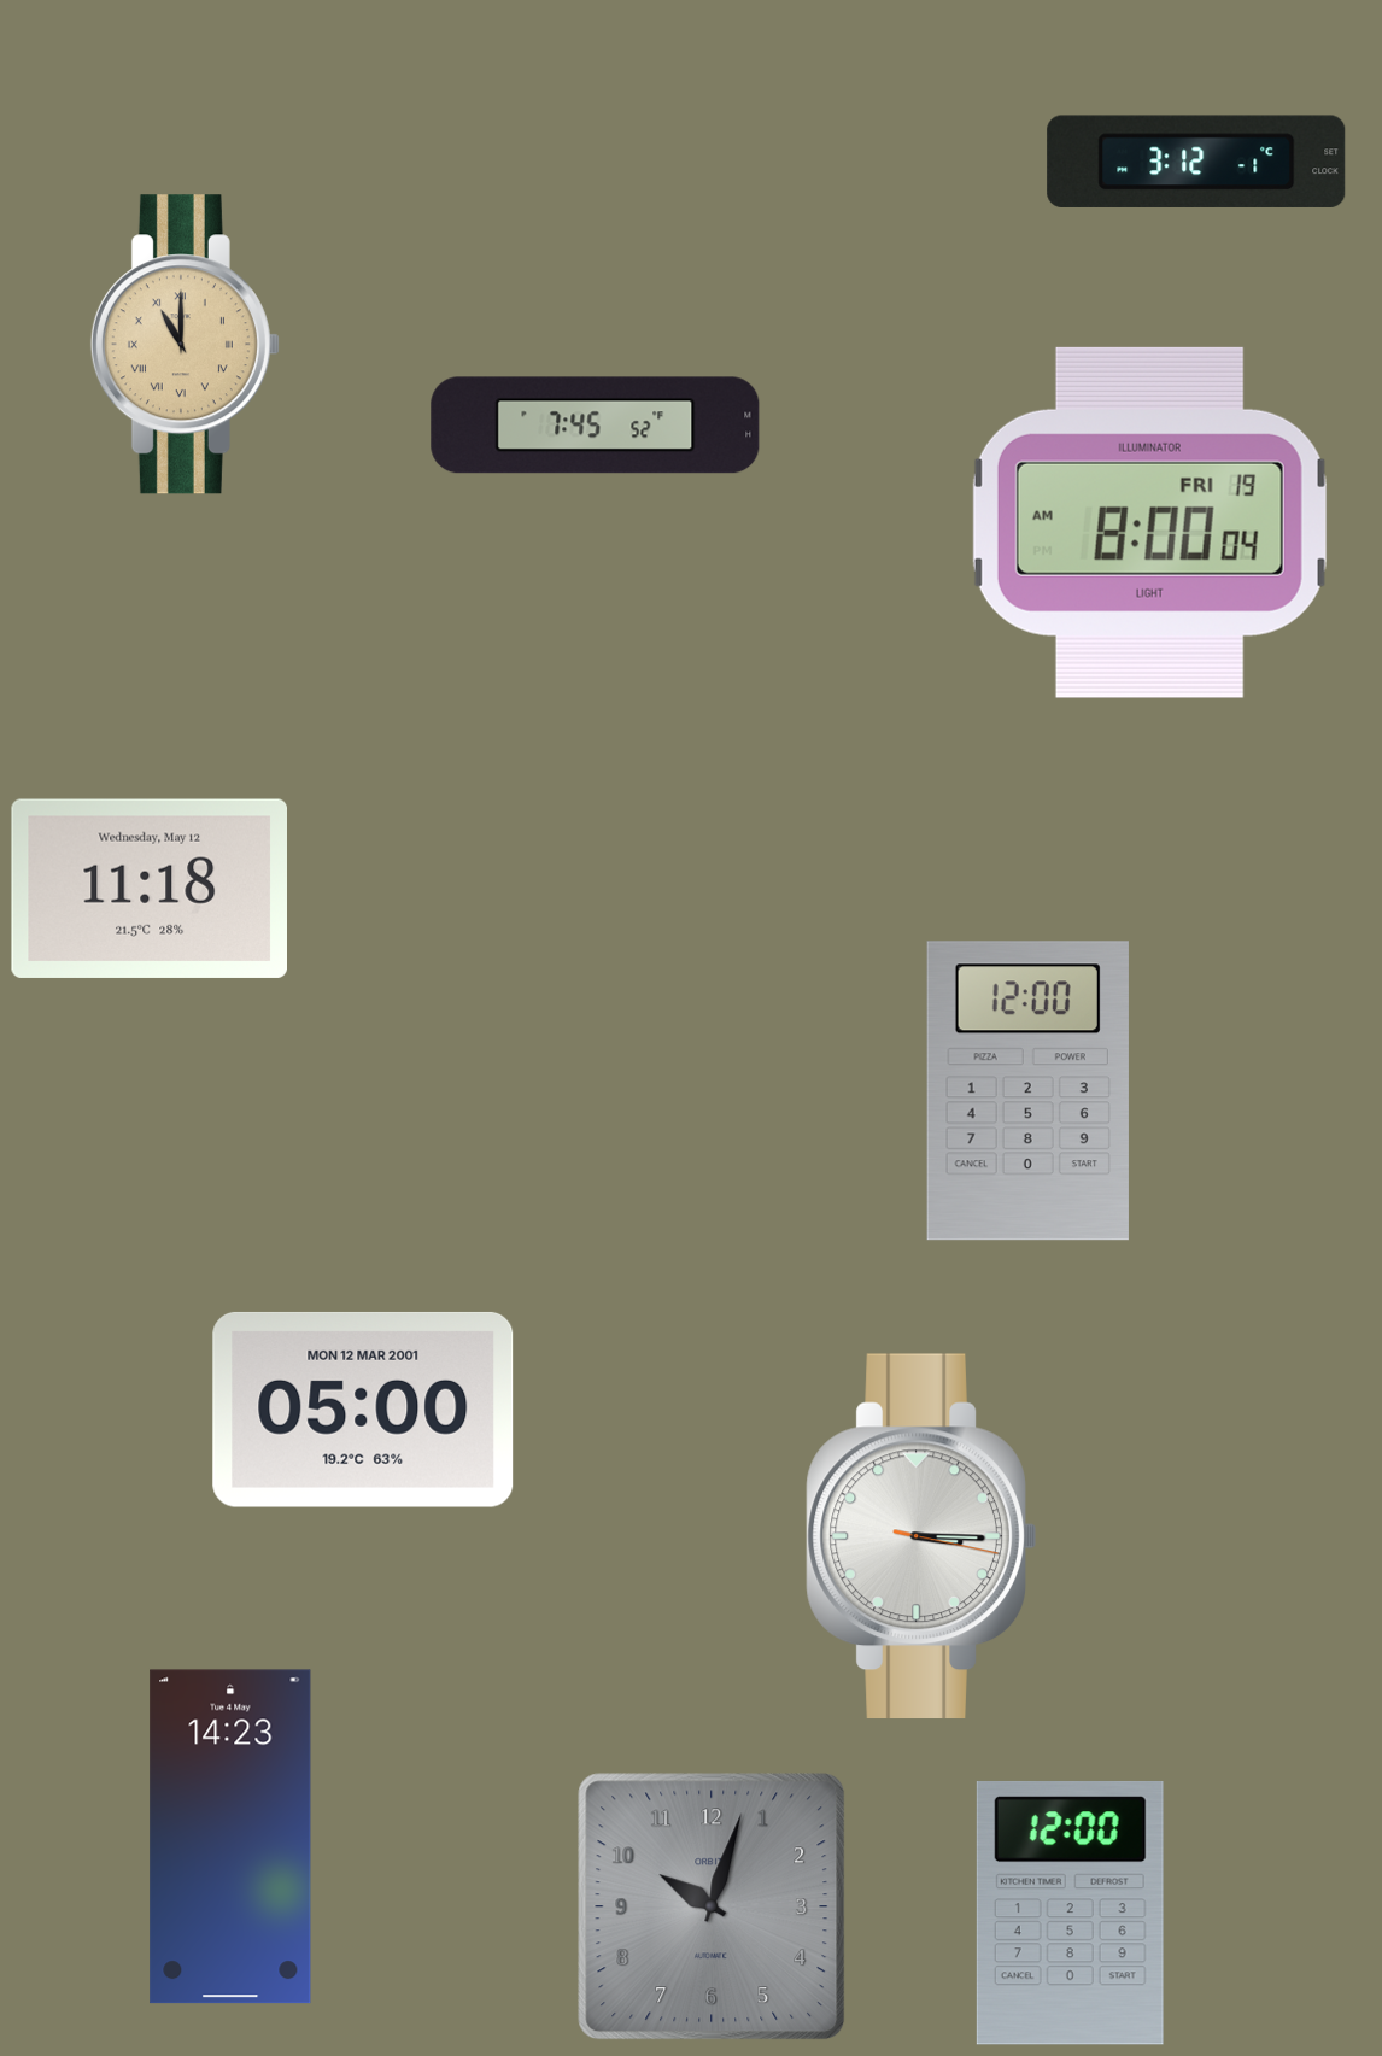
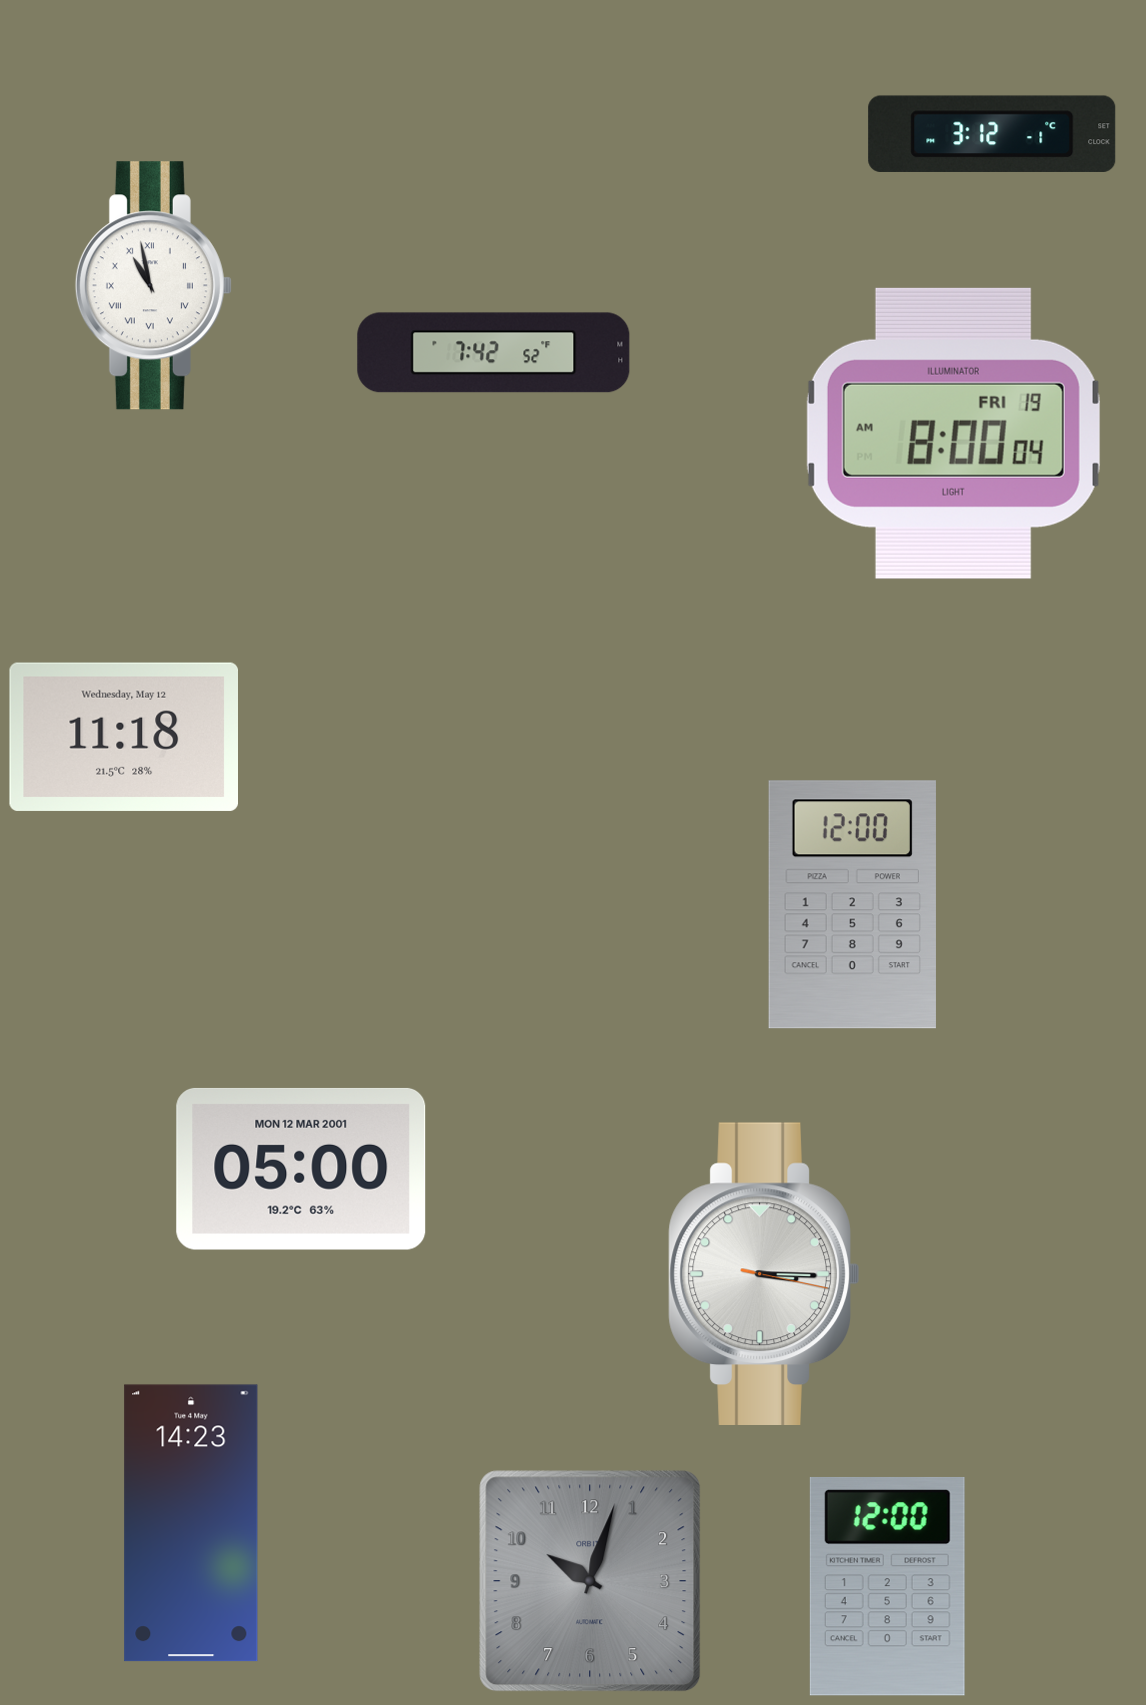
clock at (185, 345): 11:00 -> 10:58
clock at (185, 345) dial: champagne -> white
clock at (596, 426): 7:45 -> 7:42
